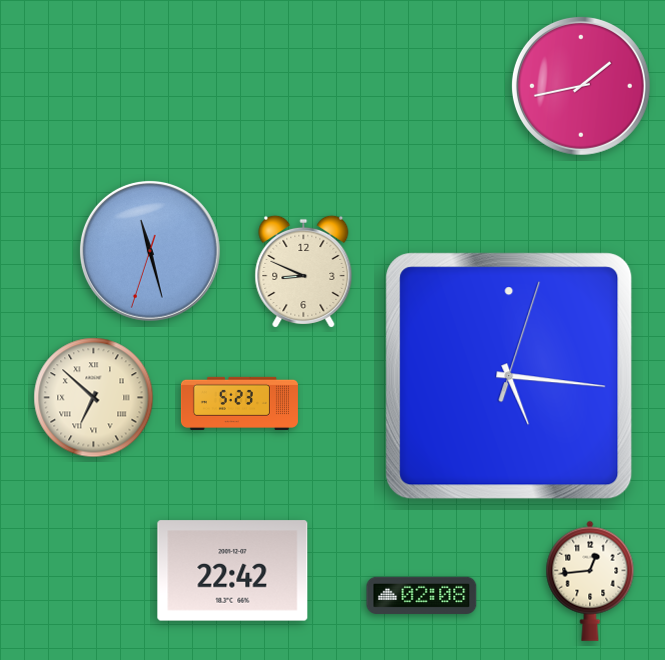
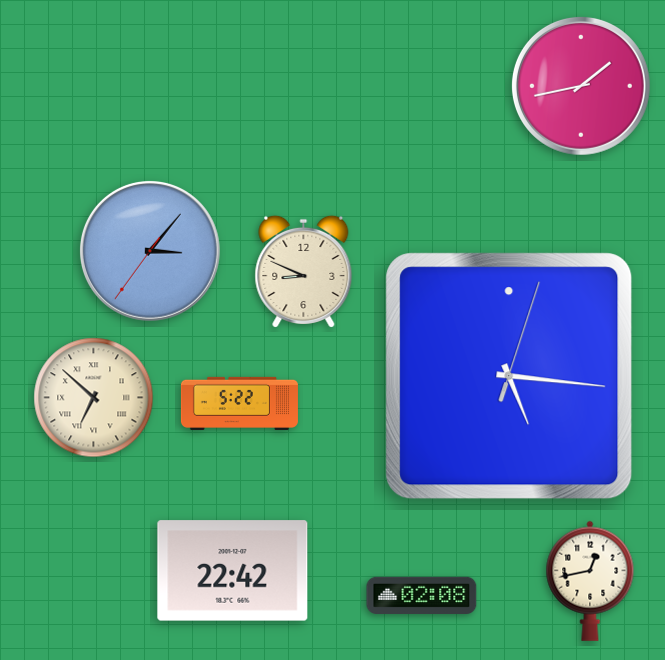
clock at (150, 251): 11:27 -> 3:06
clock at (239, 403): 5:23 -> 5:22
clock at (590, 581): 12:44 -> 12:43
